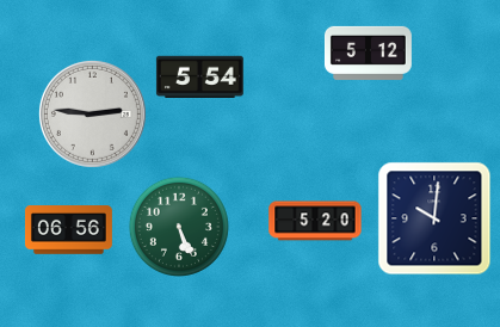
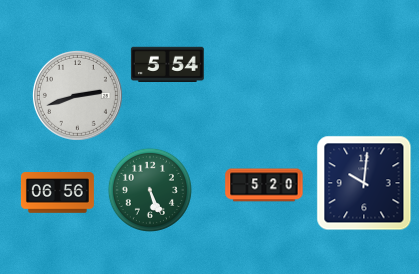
clock at (368, 53): 5:12 -> none
clock at (92, 113): 2:46 -> 2:42
